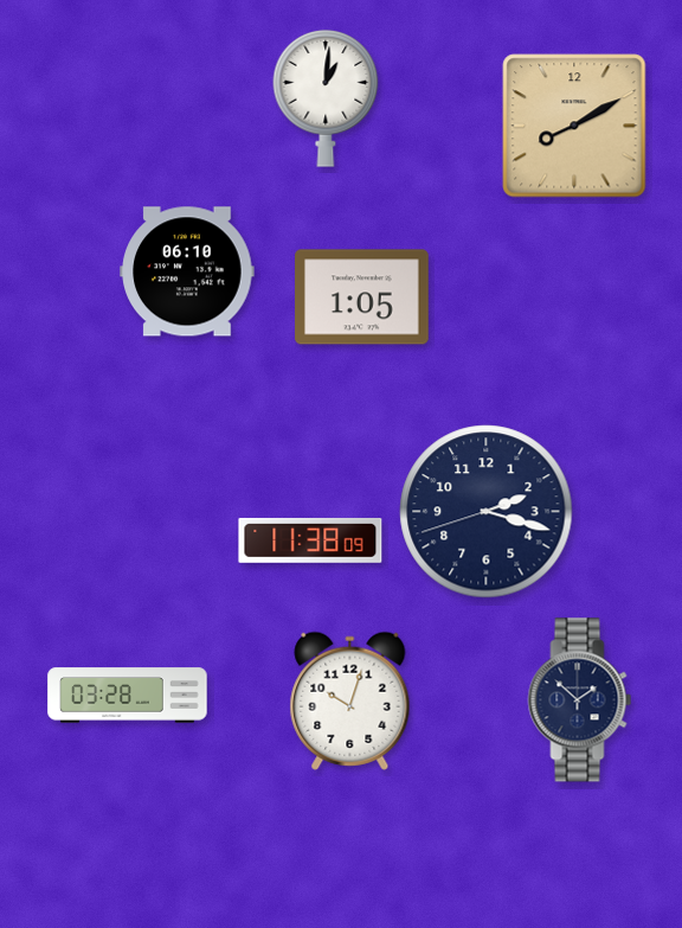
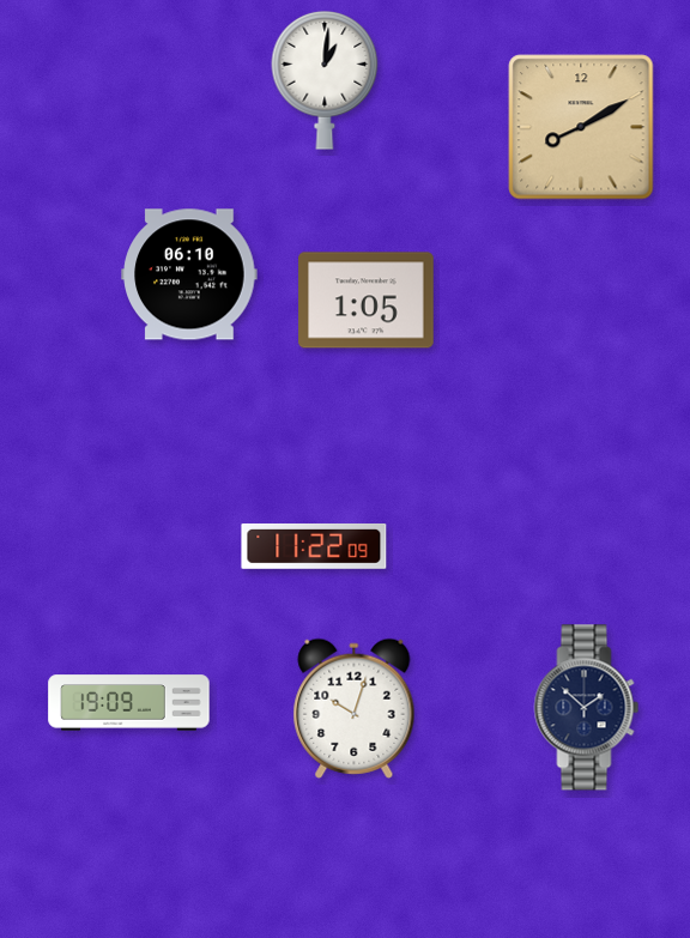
clock at (326, 98) position: (326, 98) -> (325, 80)
clock at (487, 512): 2:17 -> none
clock at (310, 540): 11:38 -> 11:22
clock at (128, 696): 03:28 -> 19:09
